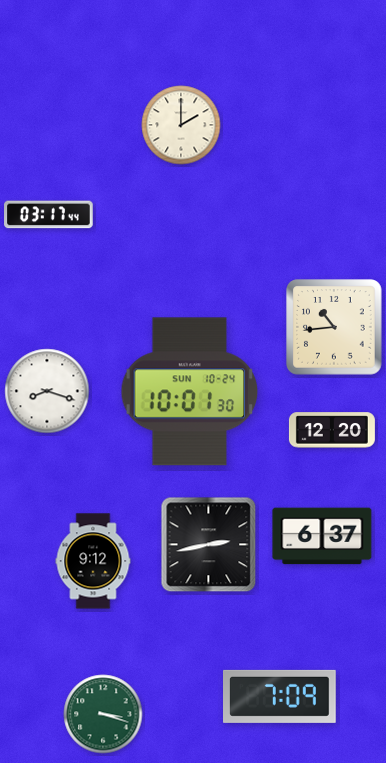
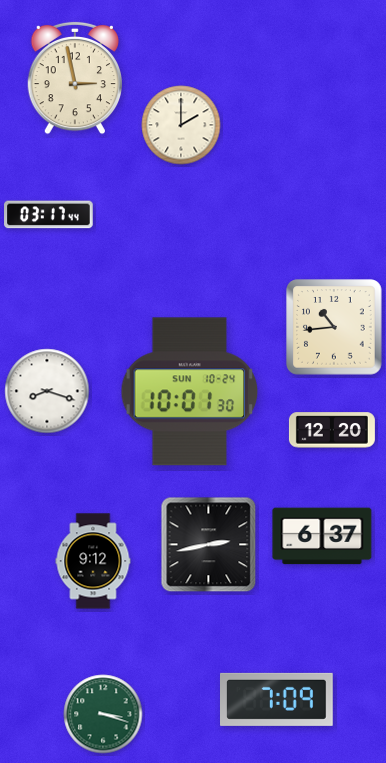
clock at (74, 78): none -> 2:58
clock at (280, 696) position: (280, 696) -> (277, 699)
